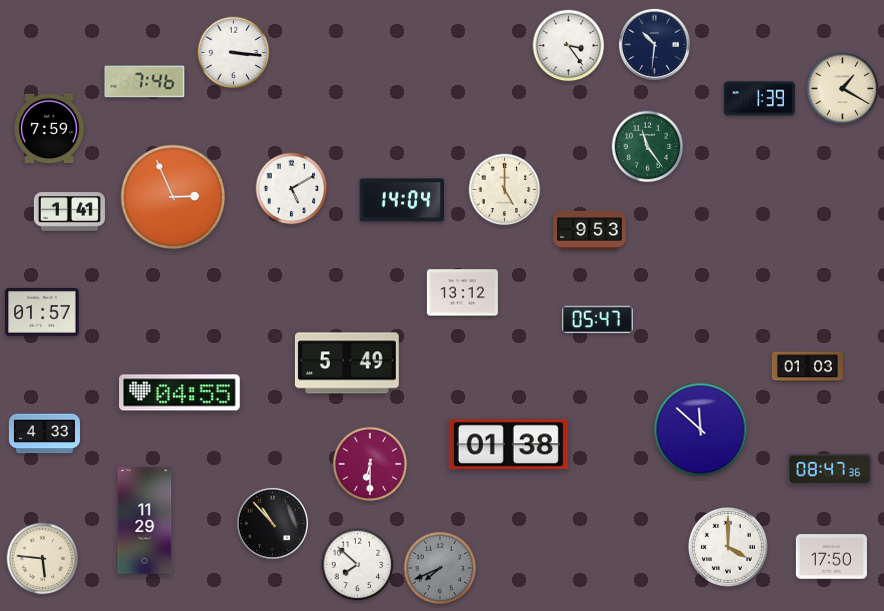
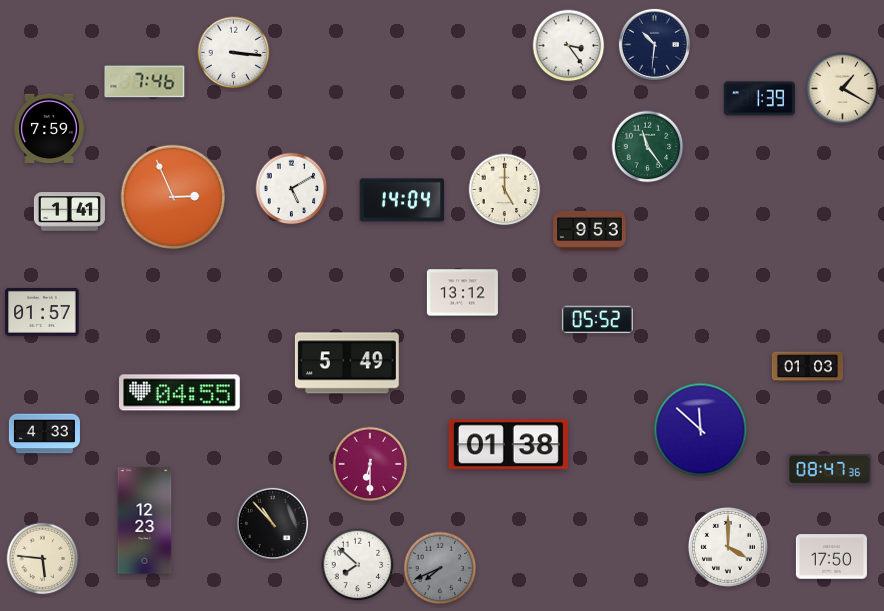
clock at (597, 320): 05:47 -> 05:52
clock at (145, 521): 11:29 -> 12:23
